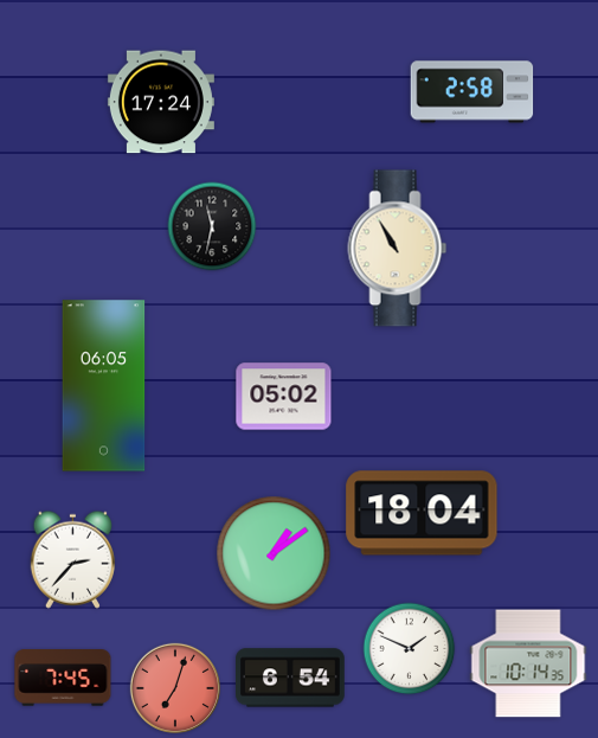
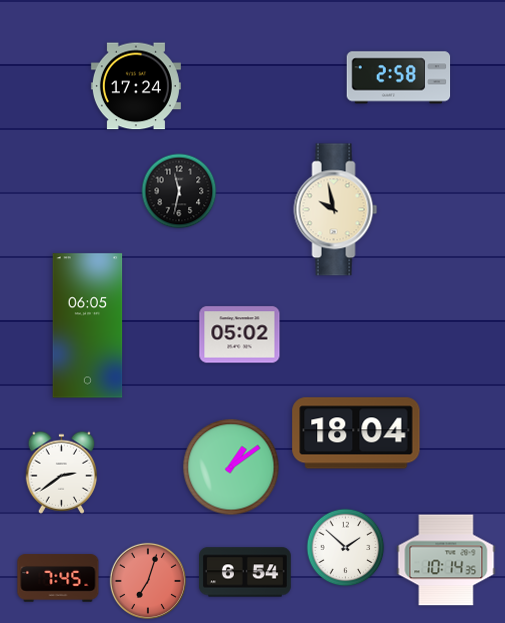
clock at (398, 249): 10:55 -> 9:58
clock at (73, 559): 2:37 -> 2:39
clock at (410, 649): 1:49 -> 1:52
clock at (63, 678) position: (63, 678) -> (58, 578)
